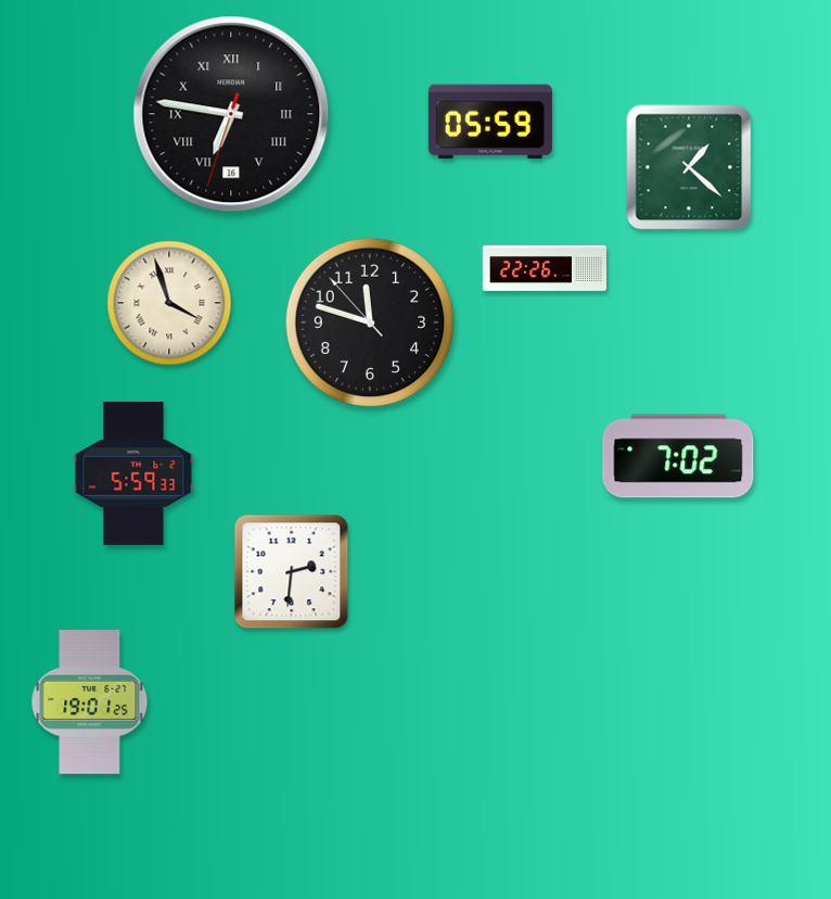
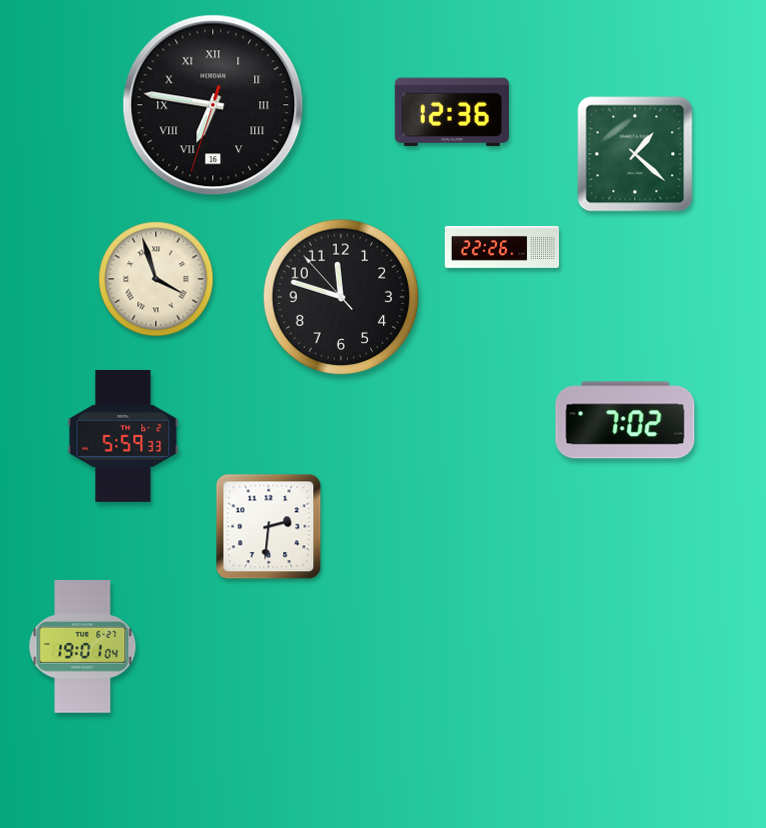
clock at (490, 122): 05:59 -> 12:36
clock at (90, 702): 19:01:25 -> 19:01:04
